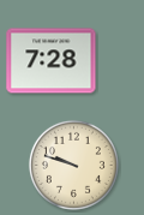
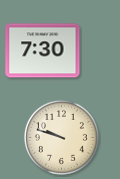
clock at (52, 61): 7:28 -> 7:30
